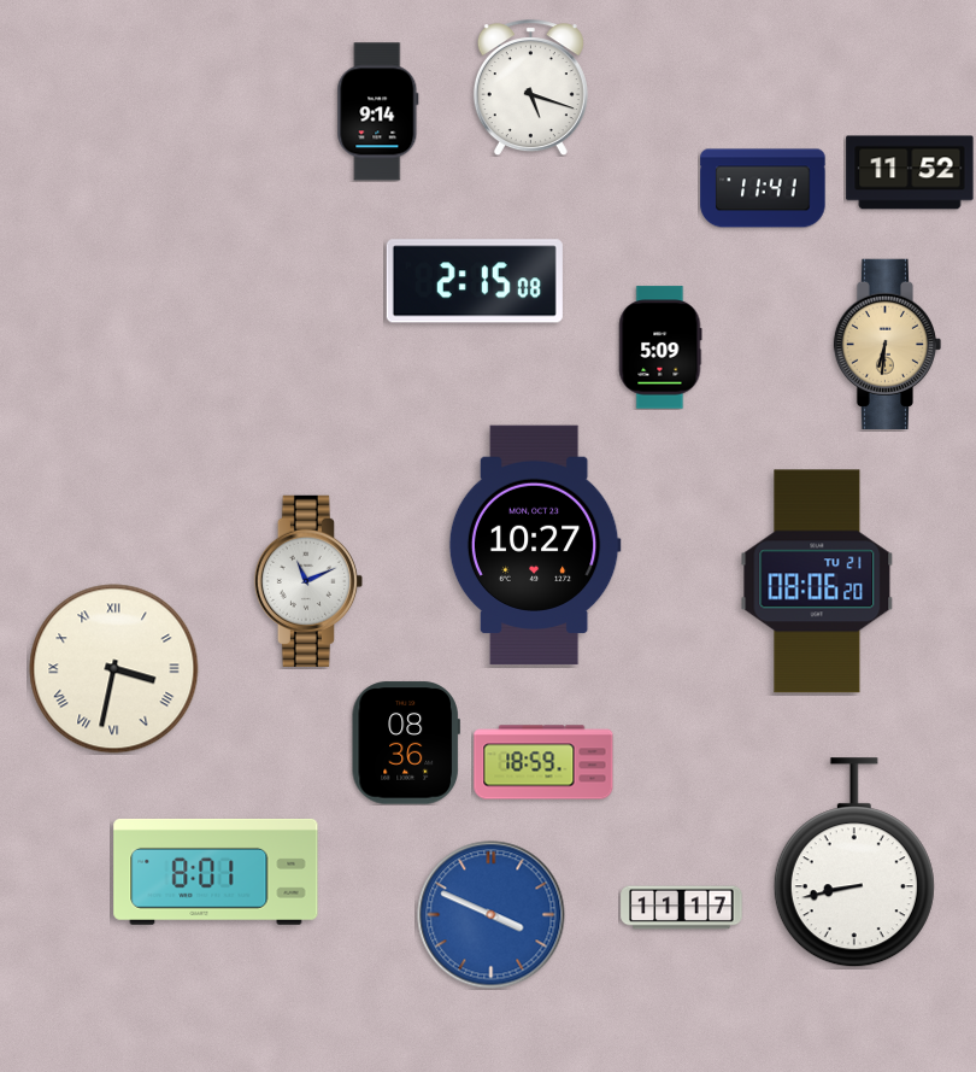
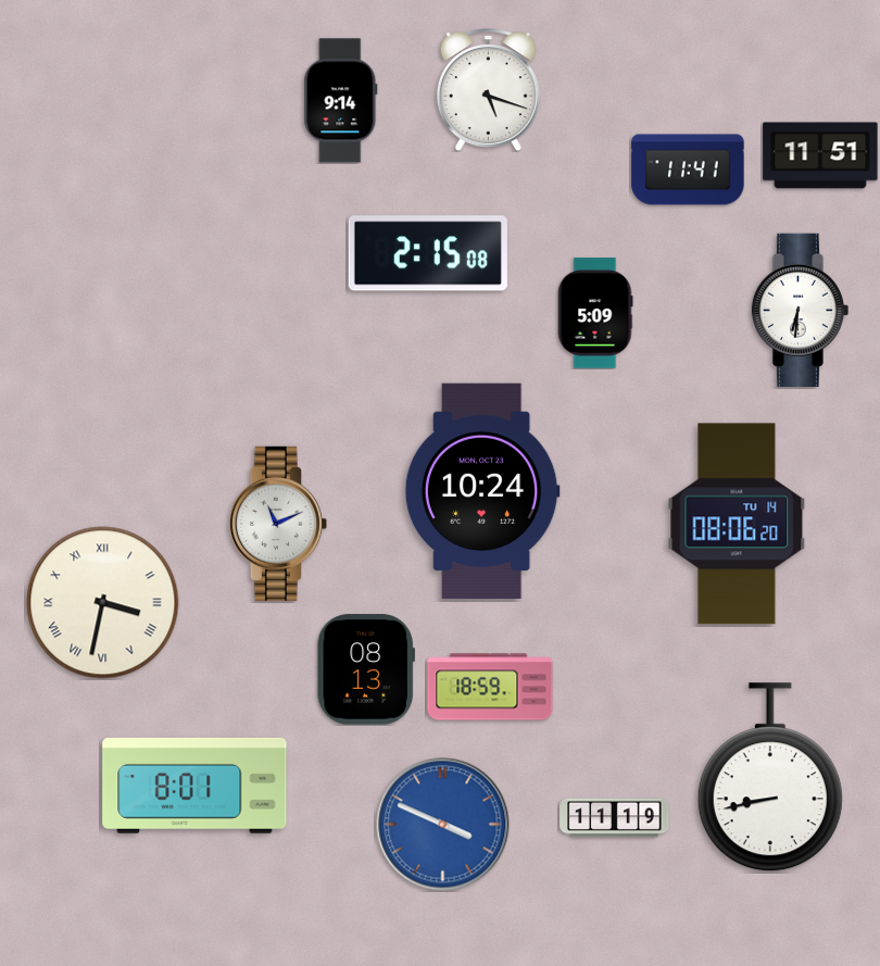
clock at (530, 88) position: (530, 88) -> (488, 90)
clock at (910, 172): 11:52 -> 11:51
clock at (888, 344) dial: champagne -> white
clock at (535, 545): 10:27 -> 10:24
clock at (817, 581) date: TU 21 -> TU 14
clock at (406, 743): 08:36 -> 08:13
clock at (682, 908): 11:17 -> 11:19
